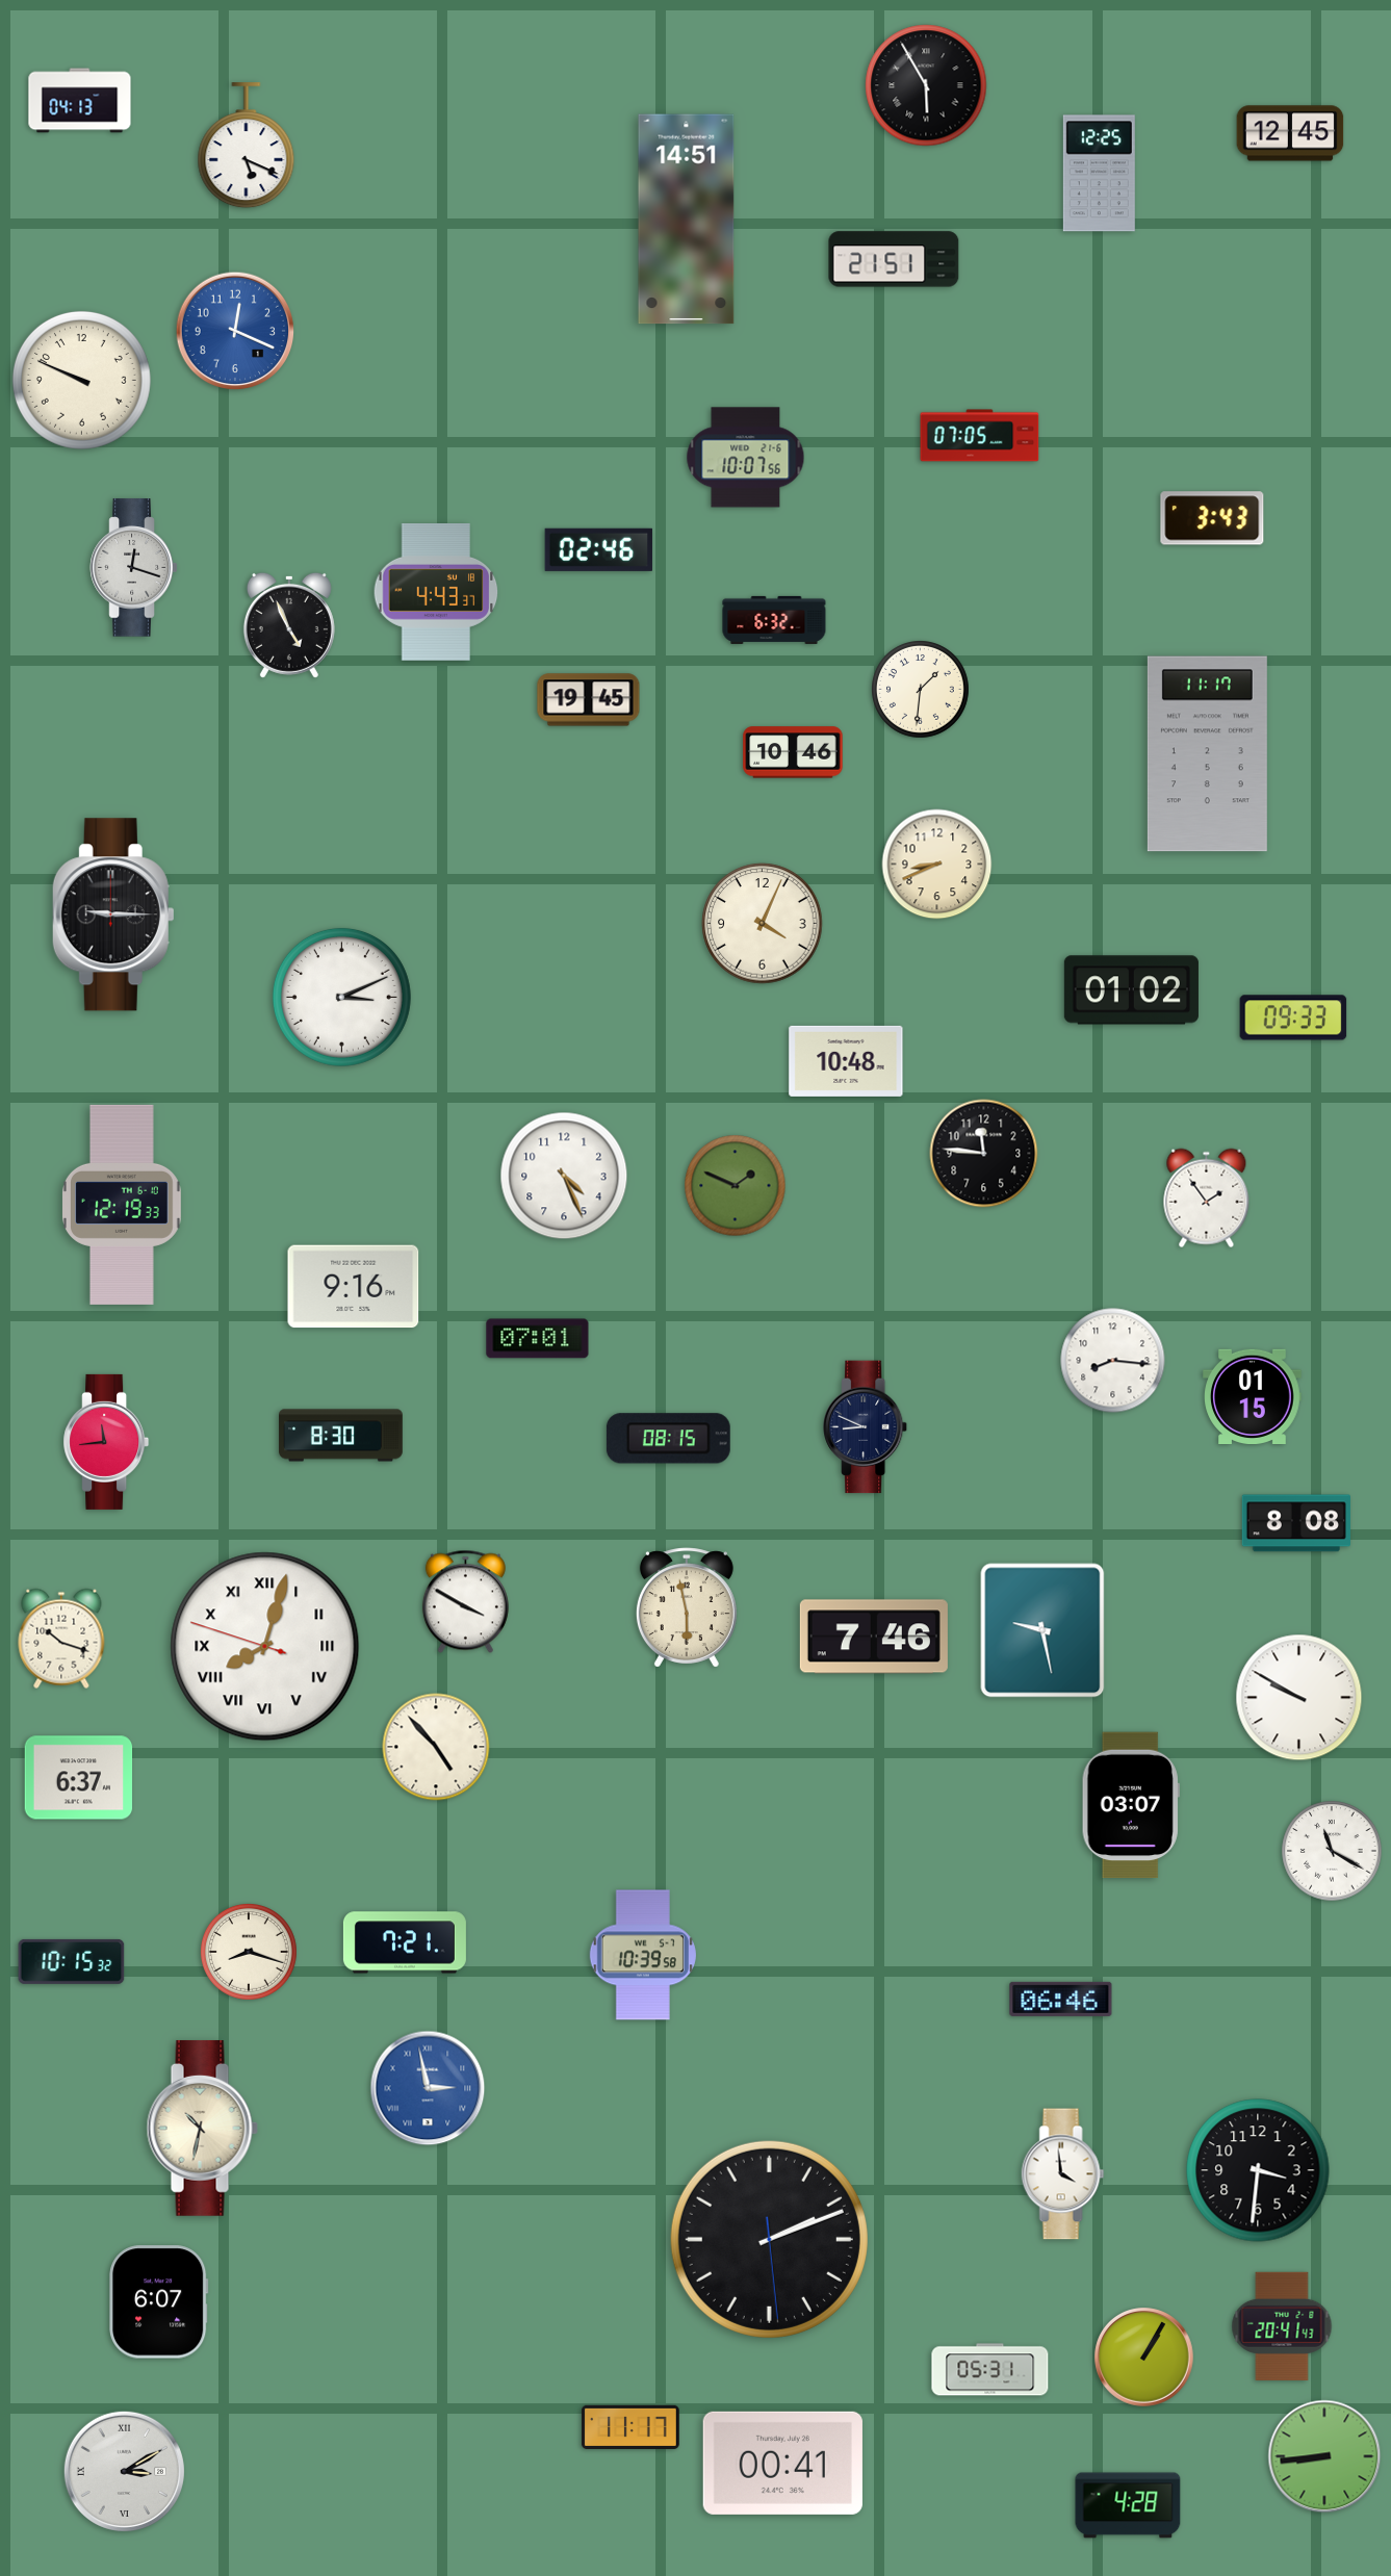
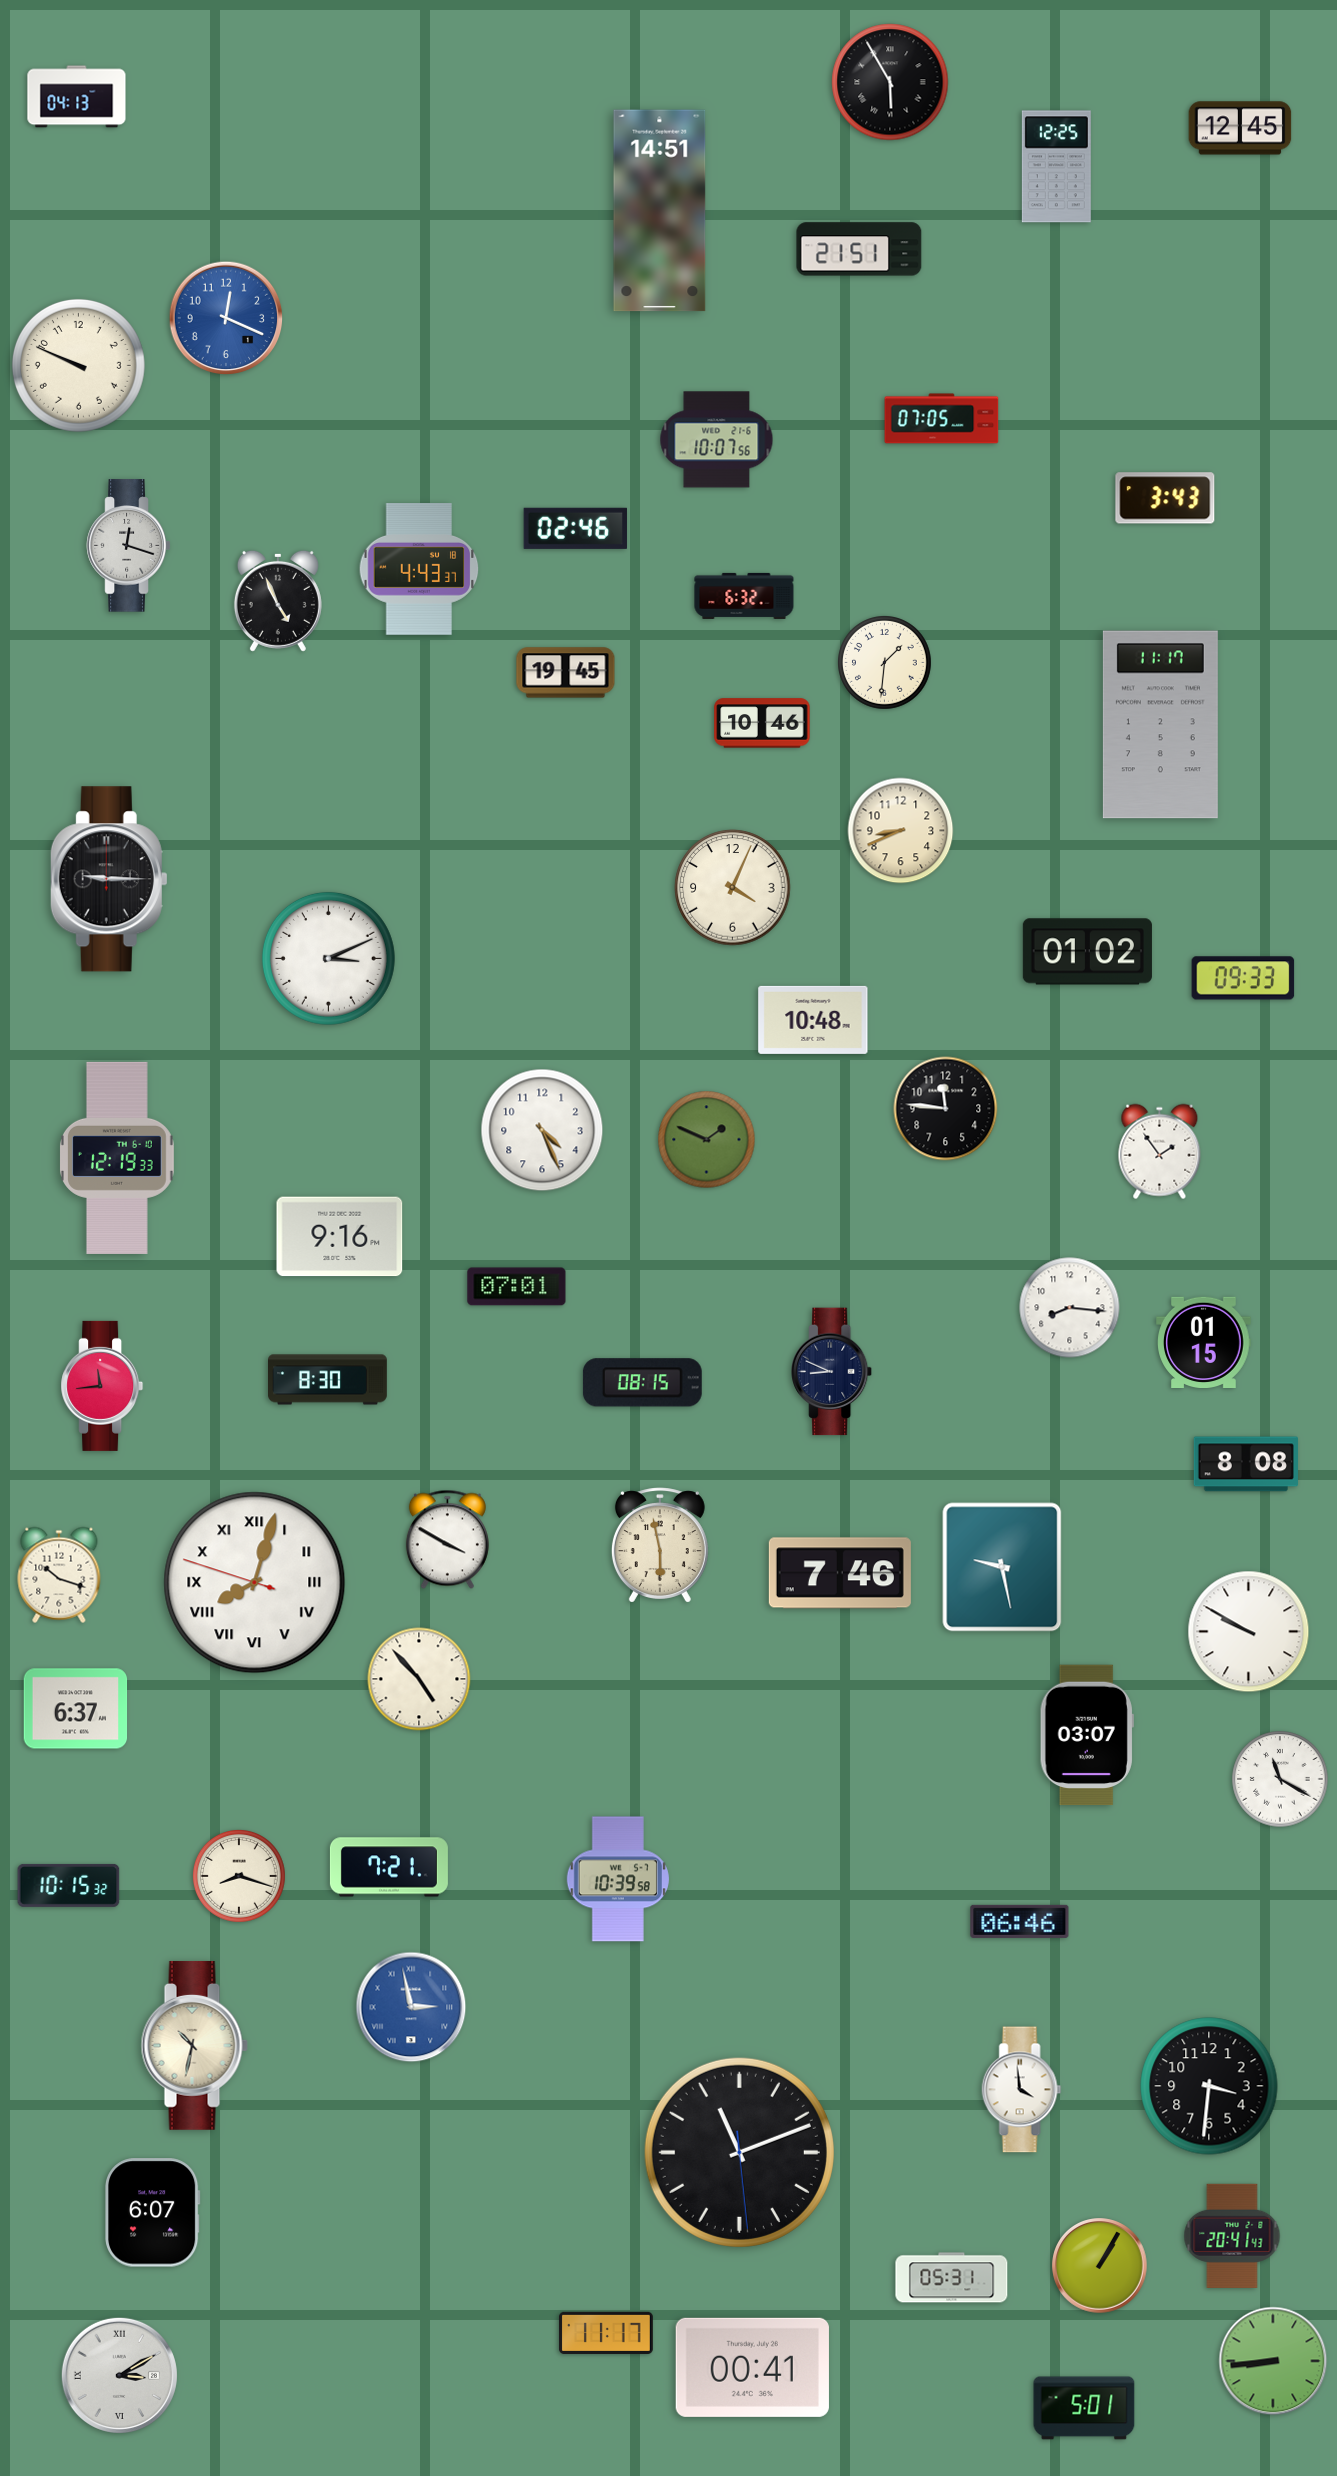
clock at (247, 146): 5:19 -> none
clock at (769, 2239): 2:11 -> 11:11
clock at (1128, 2505): 4:28 -> 5:01
